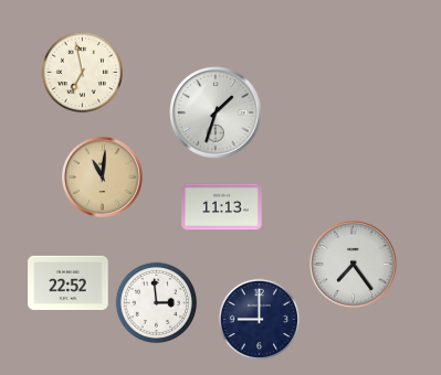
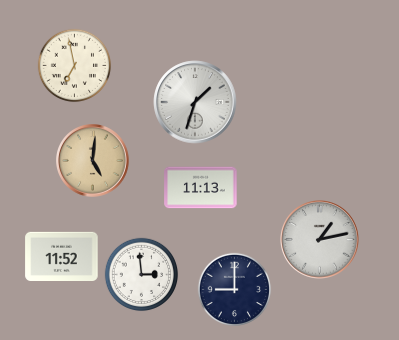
clock at (103, 178): 11:01 -> 5:01
clock at (354, 265): 7:24 -> 1:13
clock at (69, 282): 22:52 -> 11:52
